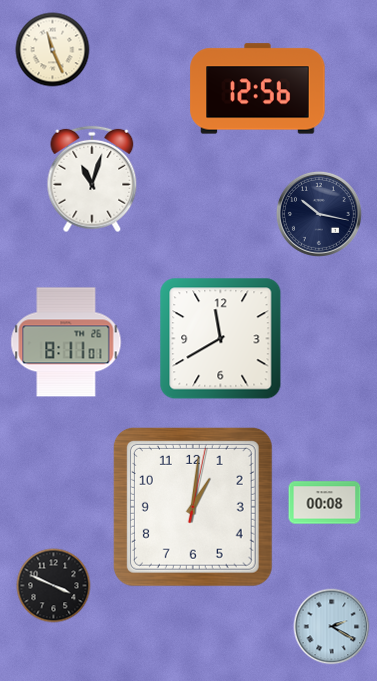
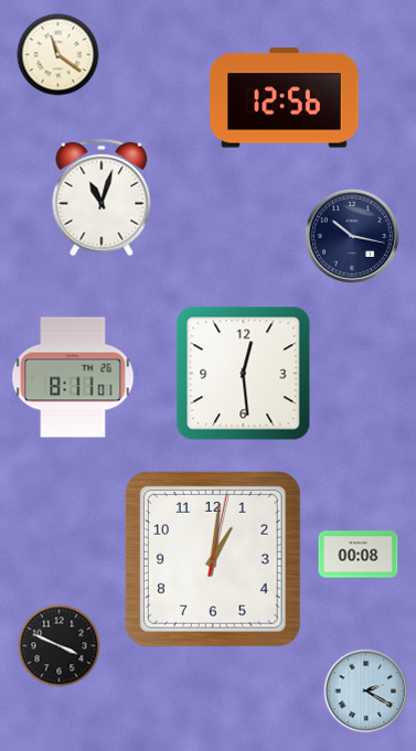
clock at (53, 50): 11:26 -> 11:21
clock at (221, 339): 11:40 -> 12:29
